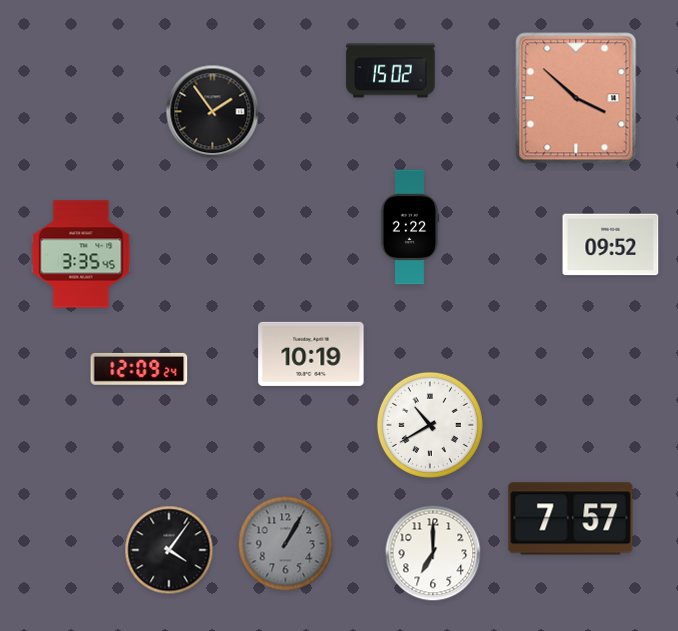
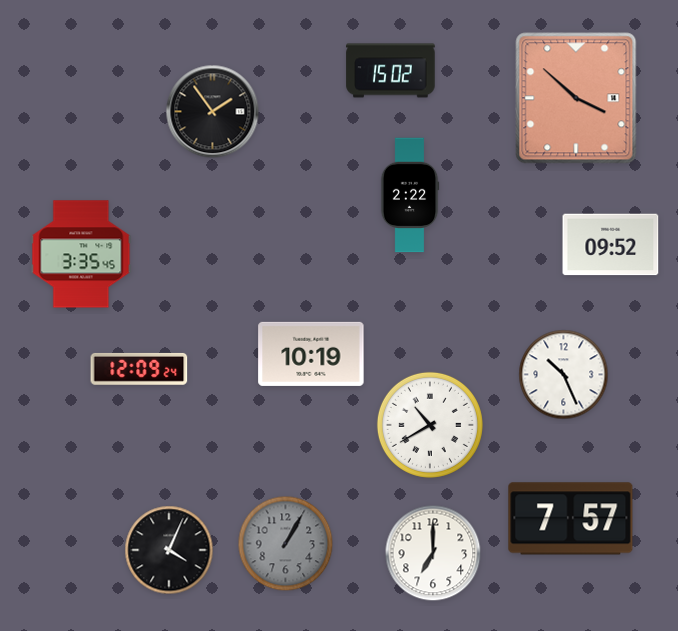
clock at (410, 227) position: (410, 227) -> (410, 195)
clock at (564, 375): none -> 10:26
clock at (169, 550): 4:06 -> 4:04
